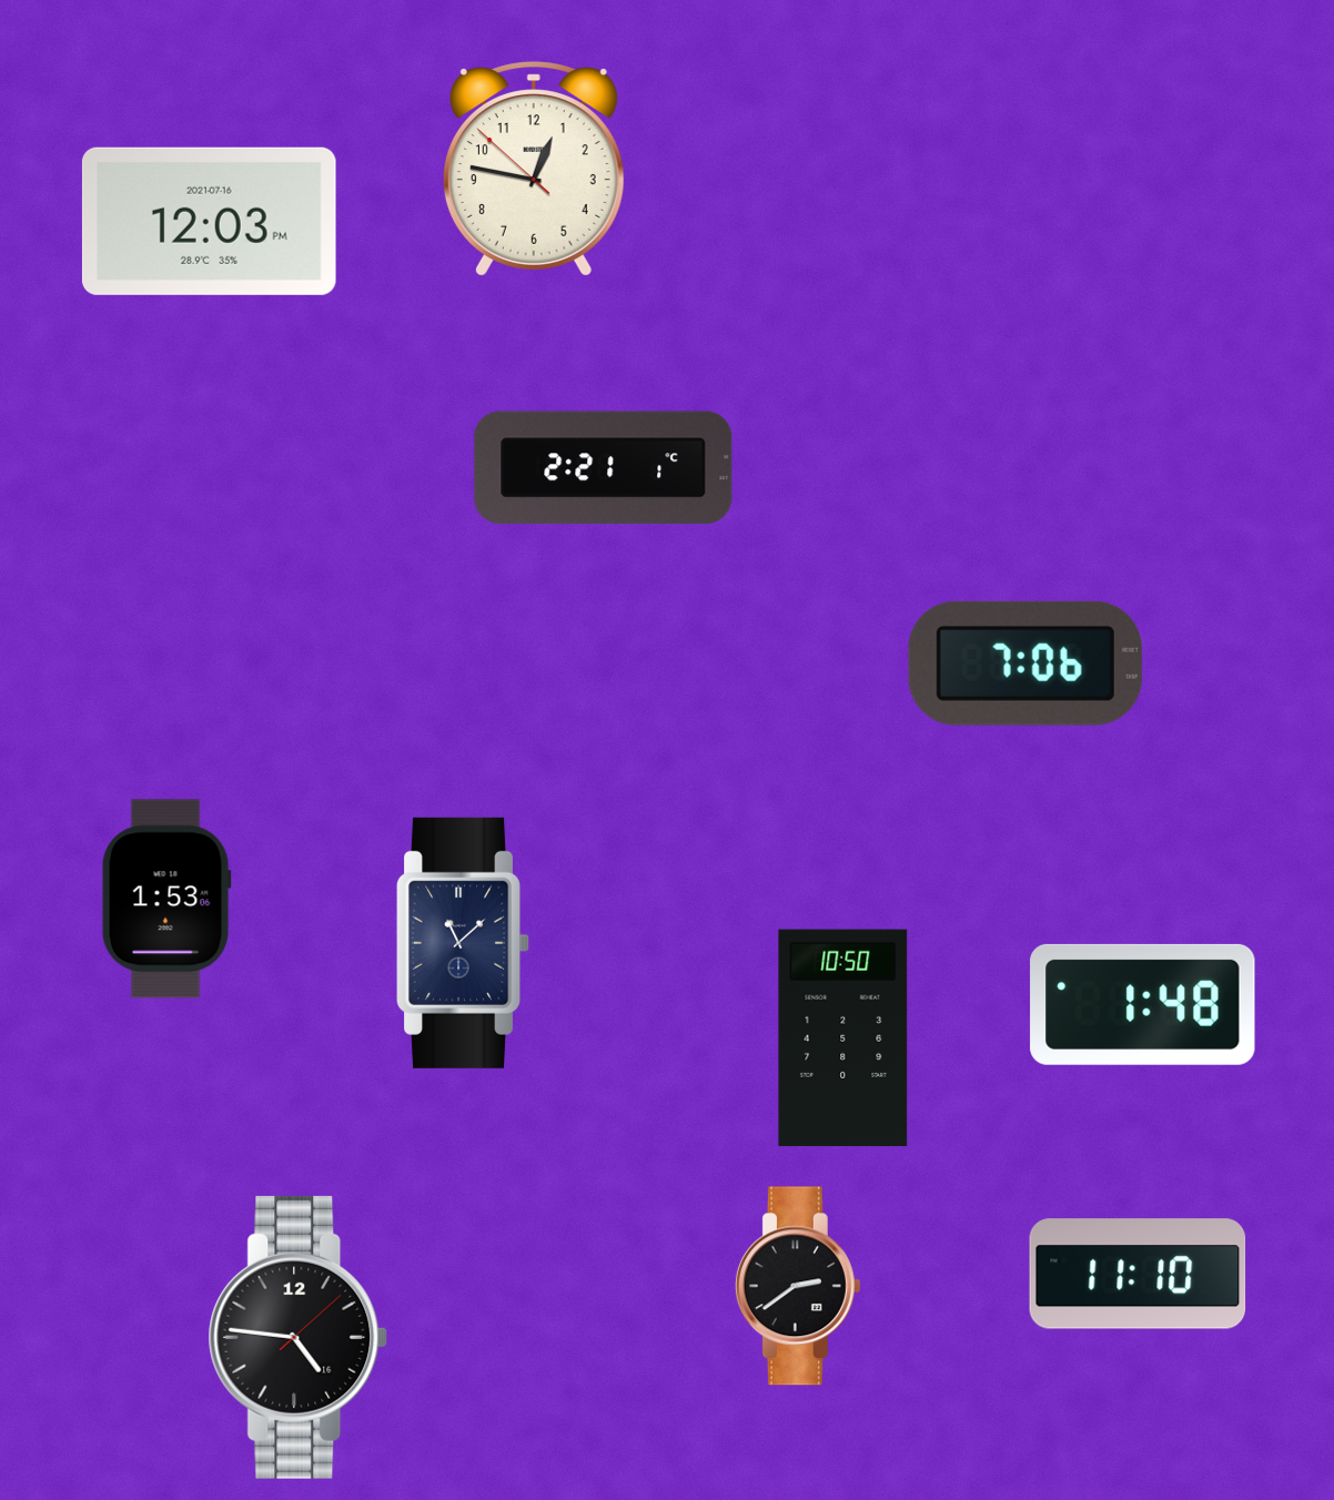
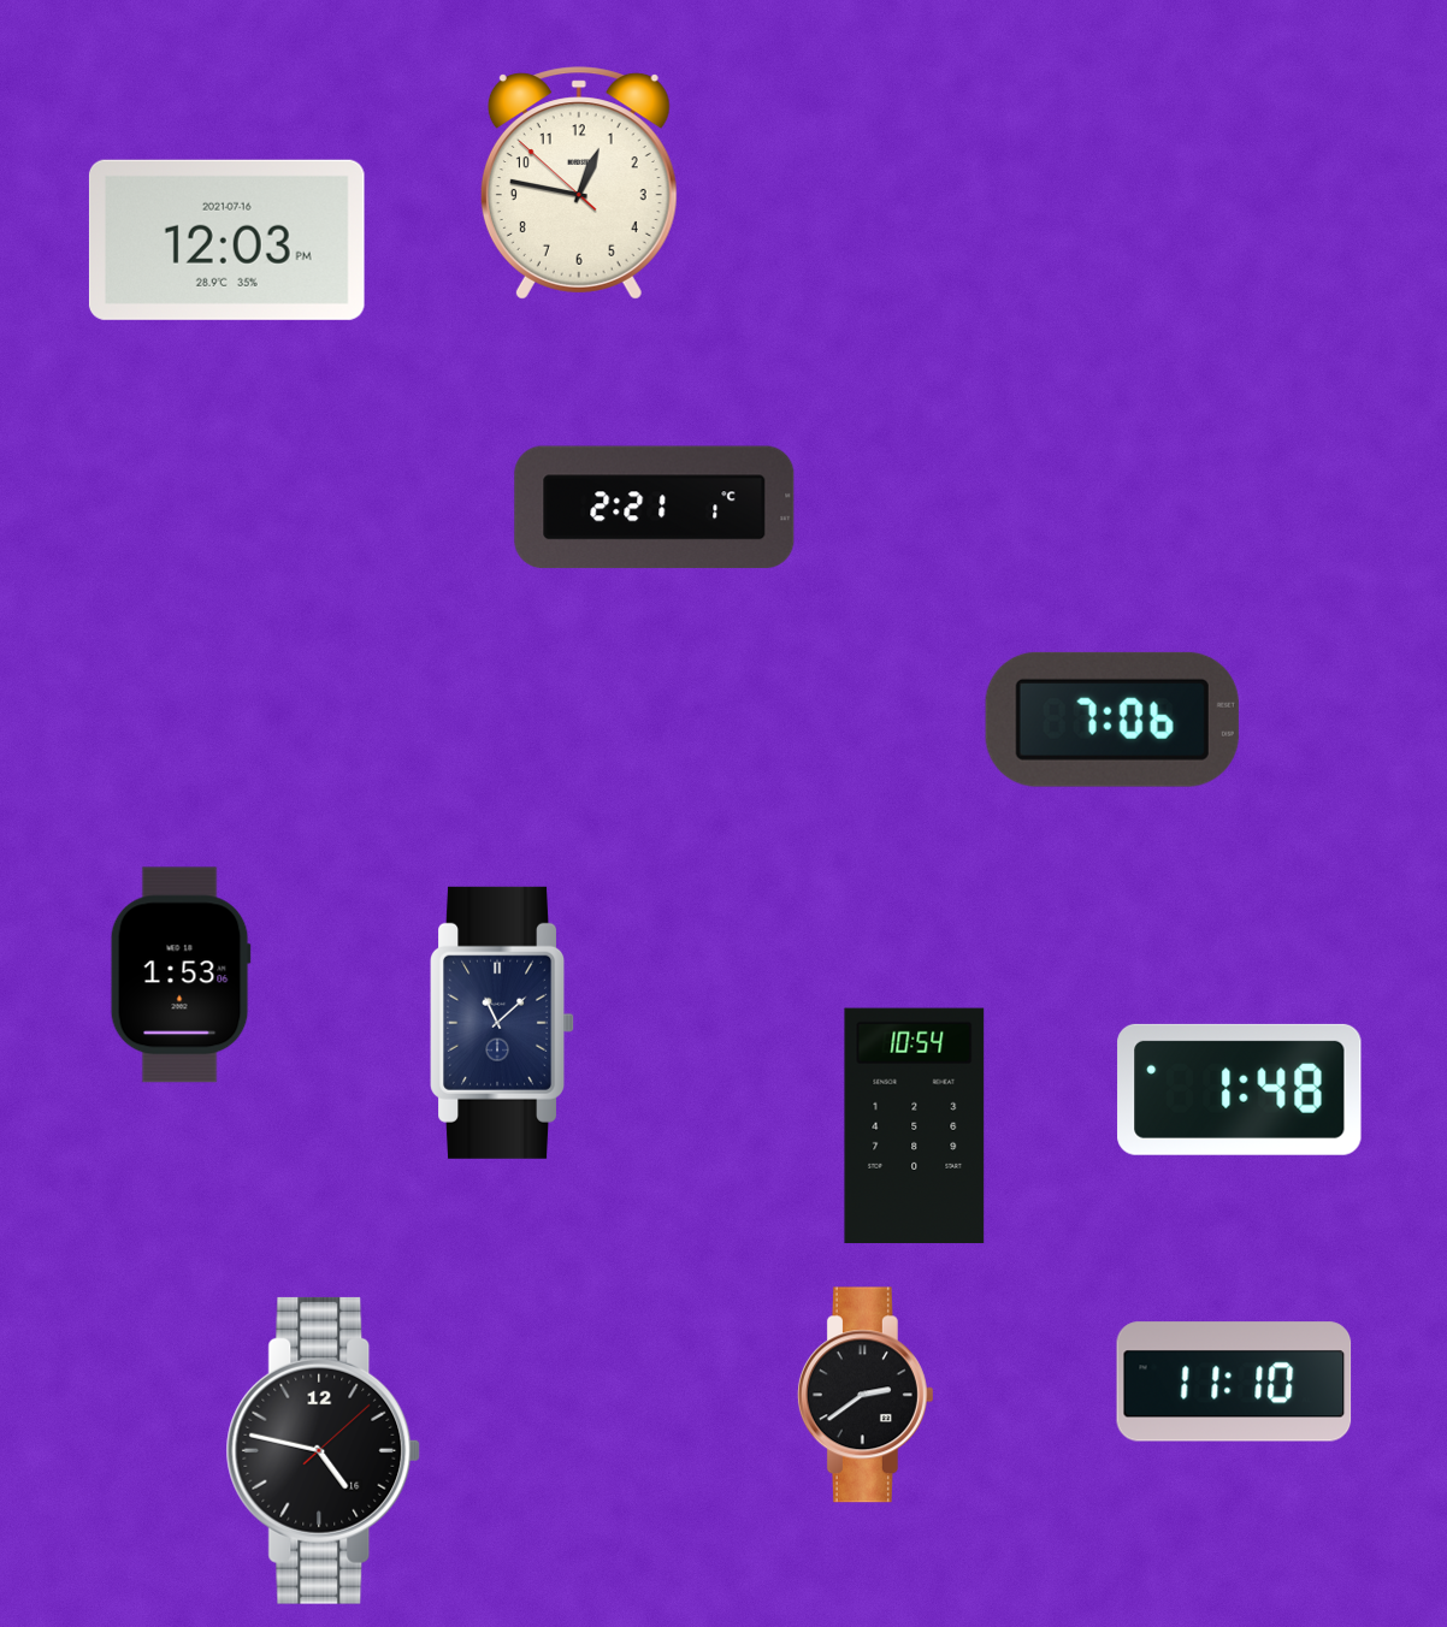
clock at (843, 1038): 10:50 -> 10:54
clock at (299, 1337): 4:46 -> 4:47
